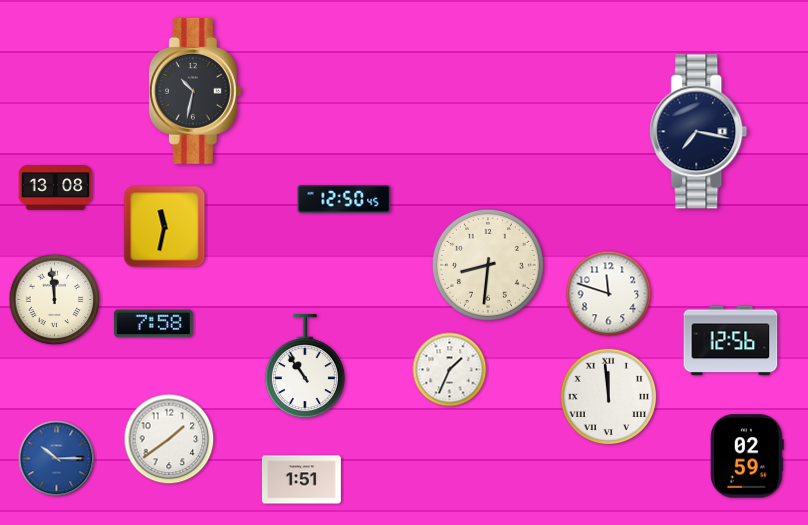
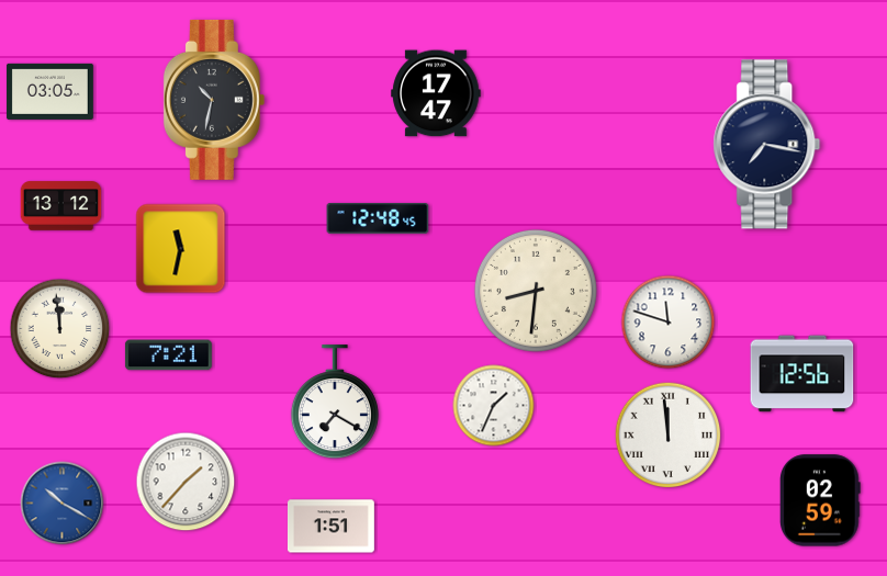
clock at (49, 91): none -> 03:05
clock at (436, 93): none -> 17:47
clock at (56, 188): 13:08 -> 13:12
clock at (344, 200): 12:50 -> 12:48
clock at (153, 324): 7:58 -> 7:21
clock at (305, 367): 10:54 -> 7:20
clock at (169, 439): 1:39 -> 1:37
clock at (57, 459): 10:15 -> 10:20
